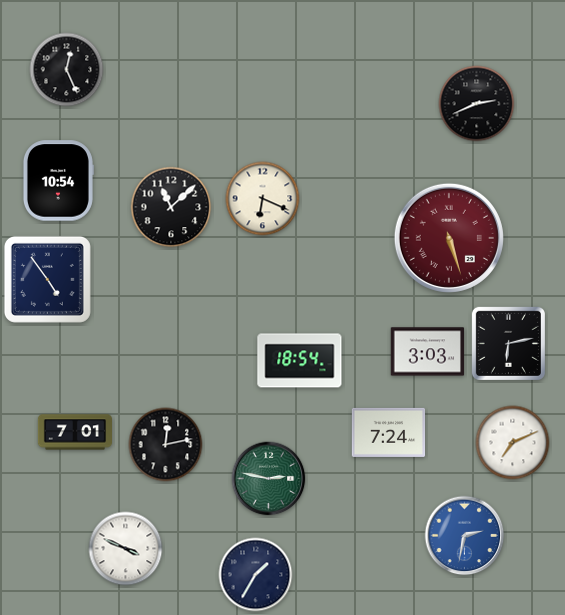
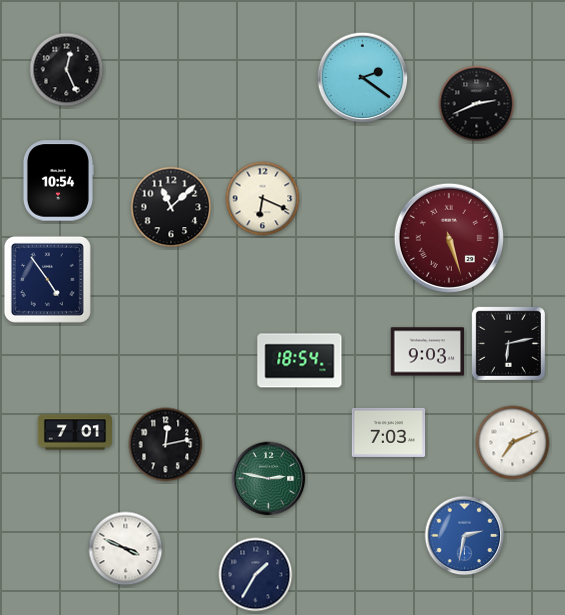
clock at (363, 78): none -> 2:21
clock at (428, 352): 3:03 -> 9:03
clock at (389, 432): 7:24 -> 7:03
